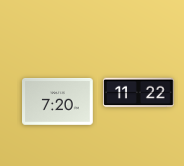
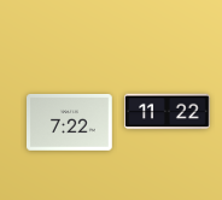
clock at (58, 102): 7:20 -> 7:22
